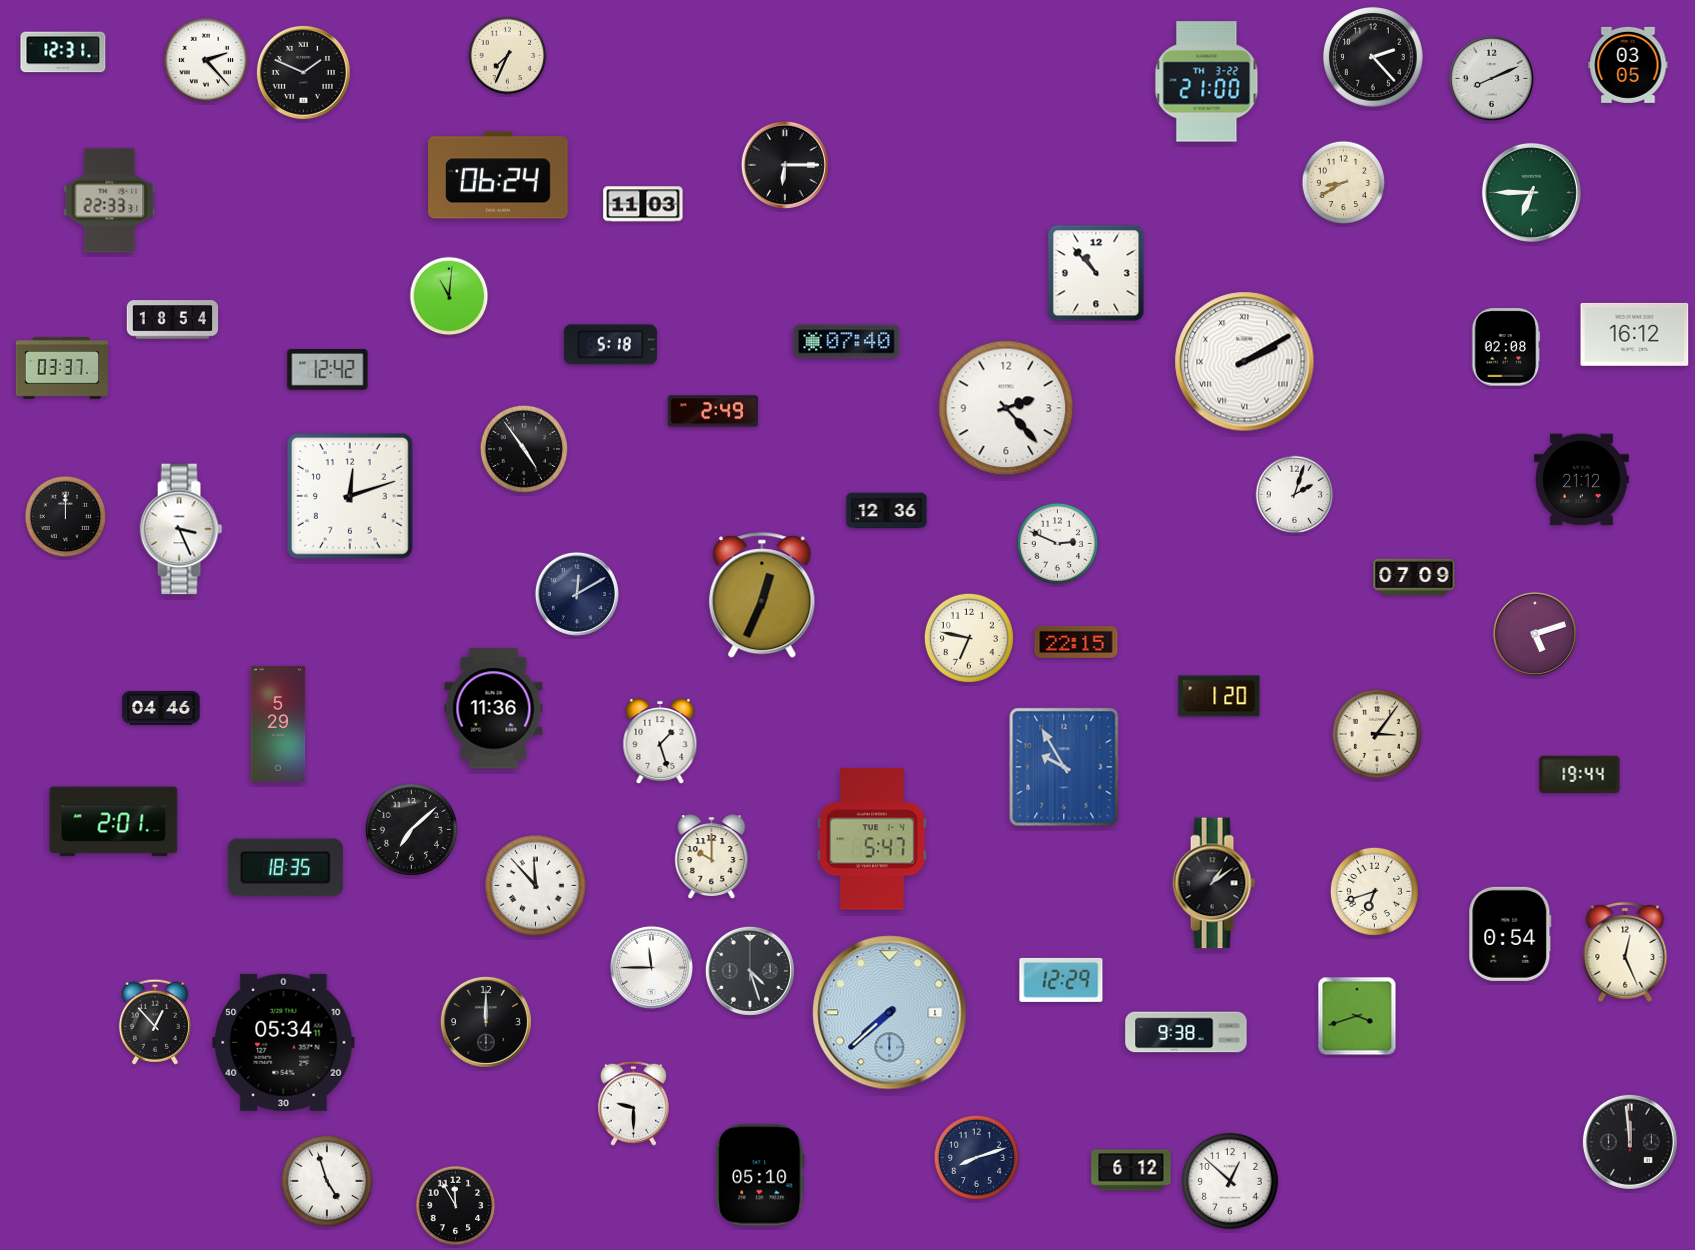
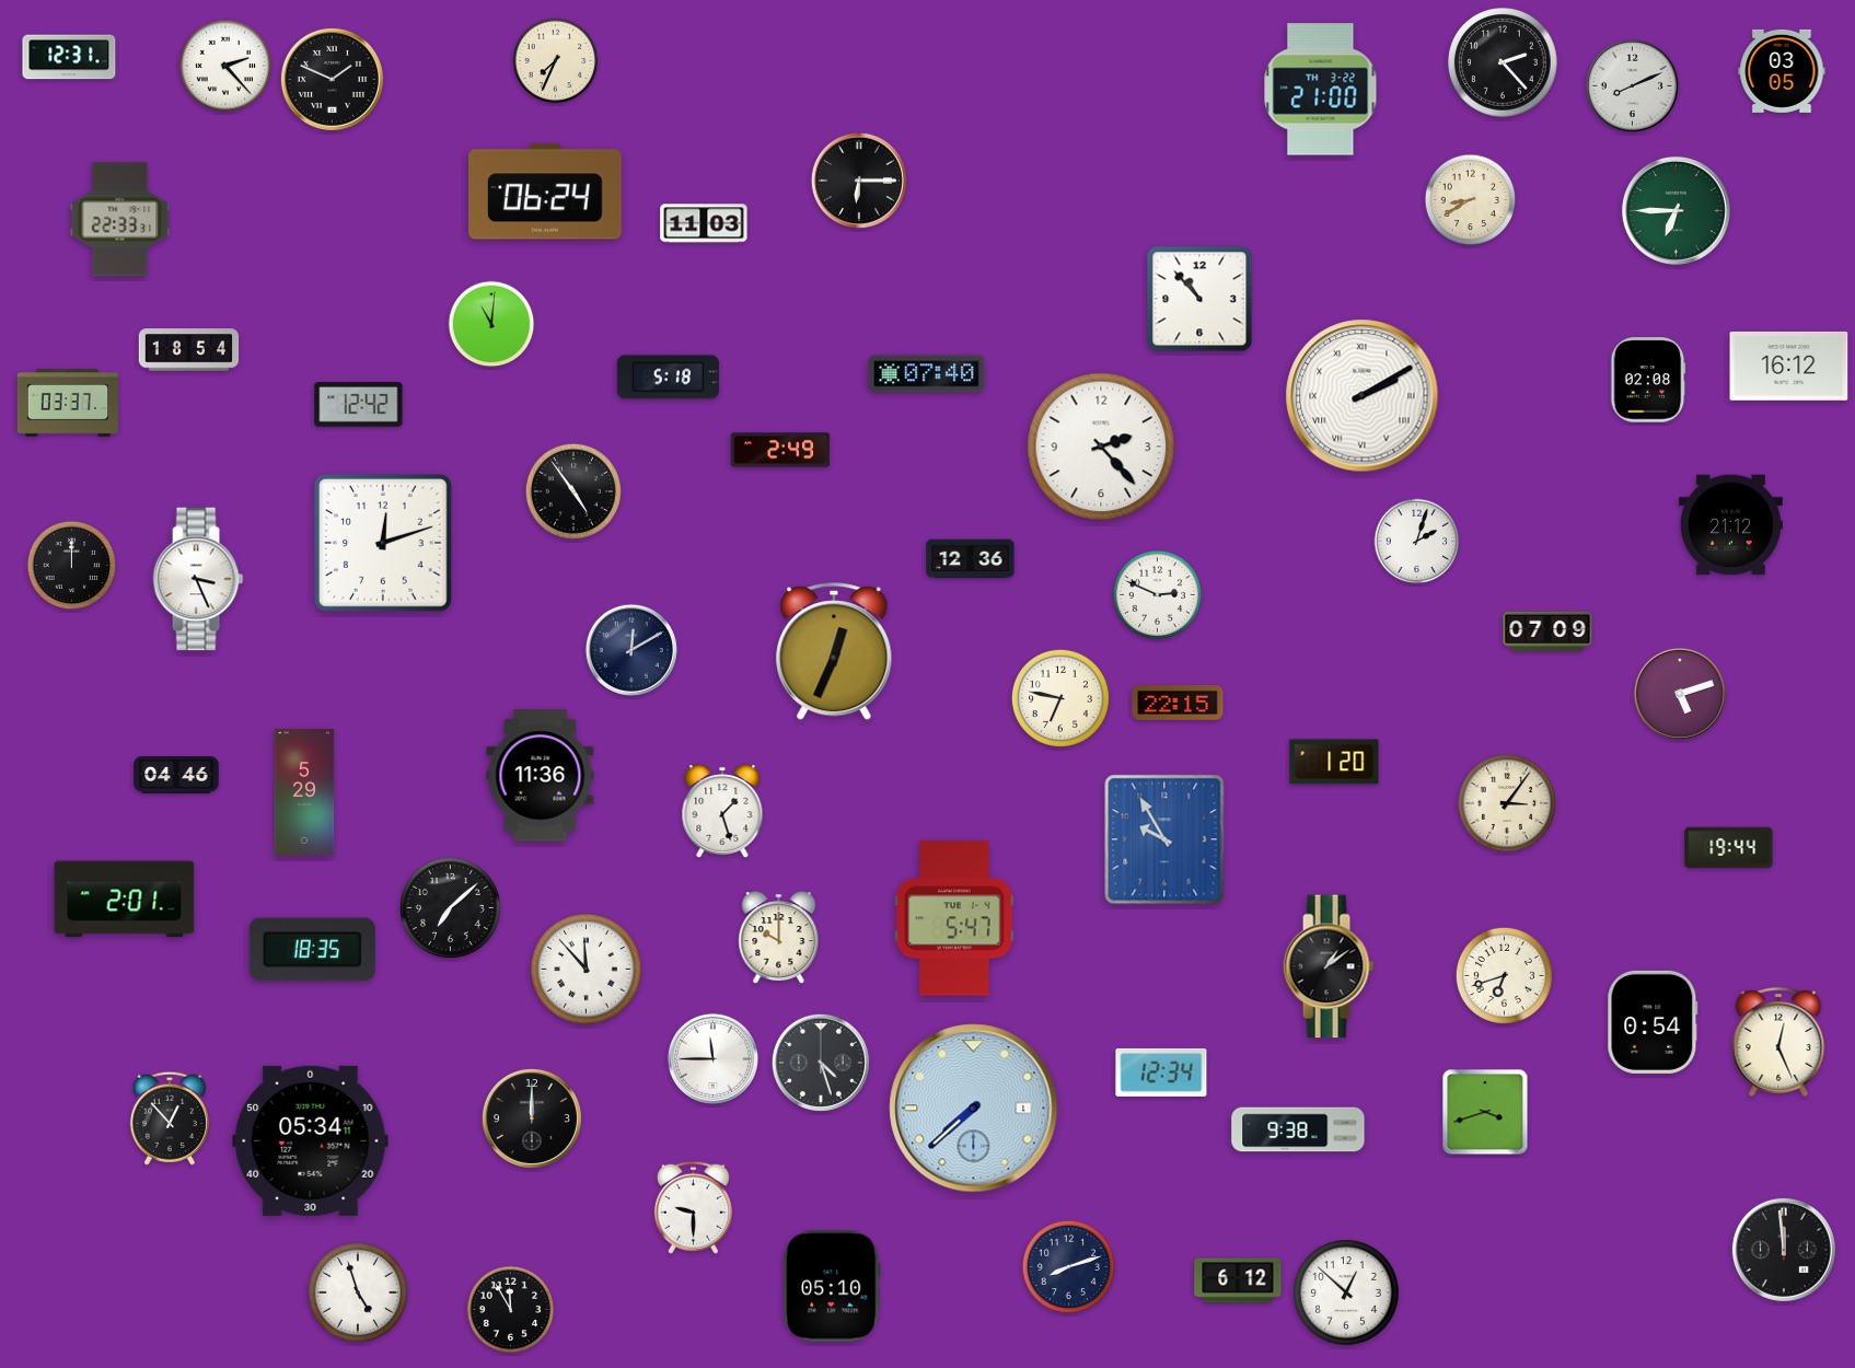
clock at (1061, 980): 12:29 -> 12:34
clock at (456, 1206) position: (456, 1206) -> (511, 1310)
